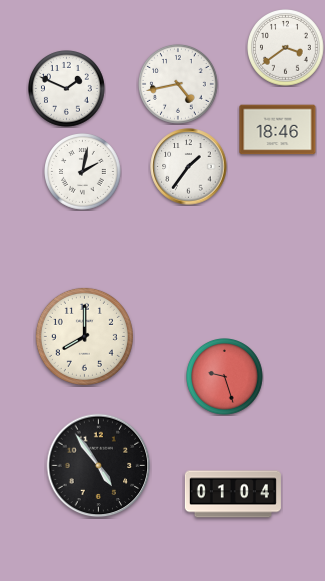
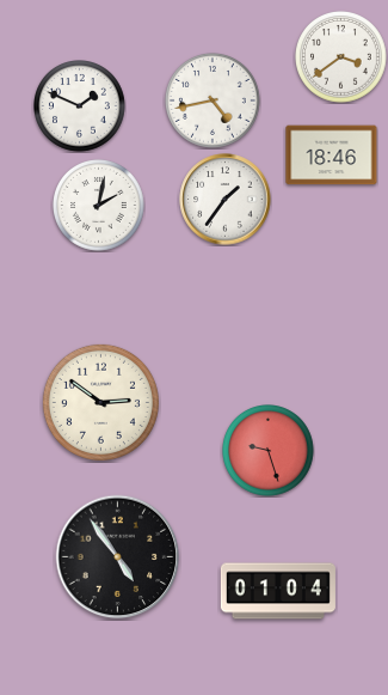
clock at (84, 336): 8:00 -> 2:51
